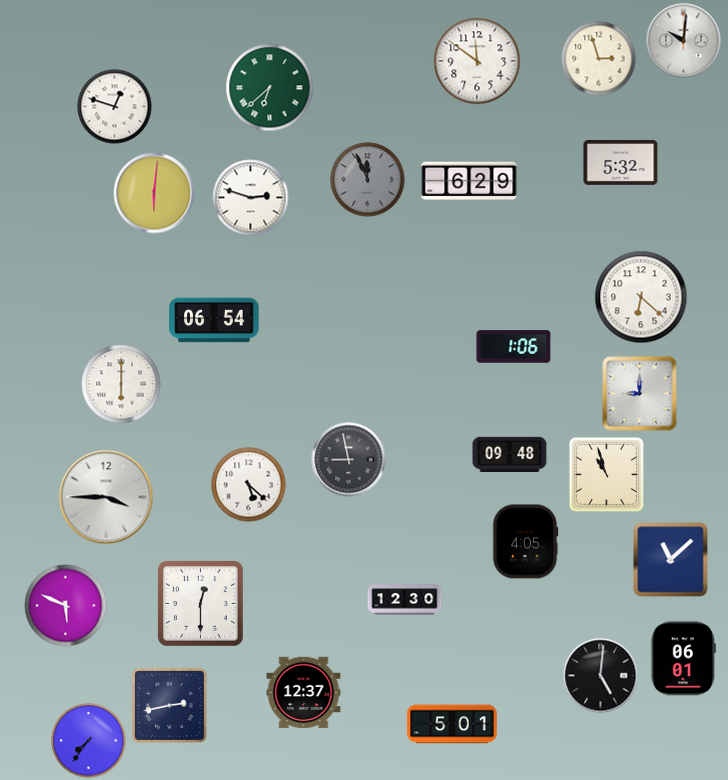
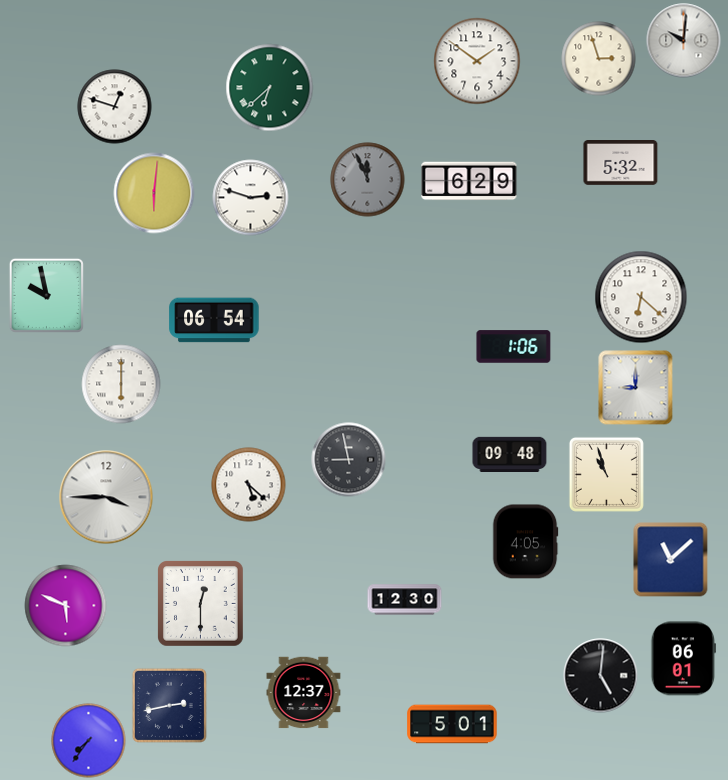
clock at (477, 61): 11:51 -> 1:51
clock at (46, 295): none -> 9:58
clock at (640, 394) position: (640, 394) -> (636, 388)
